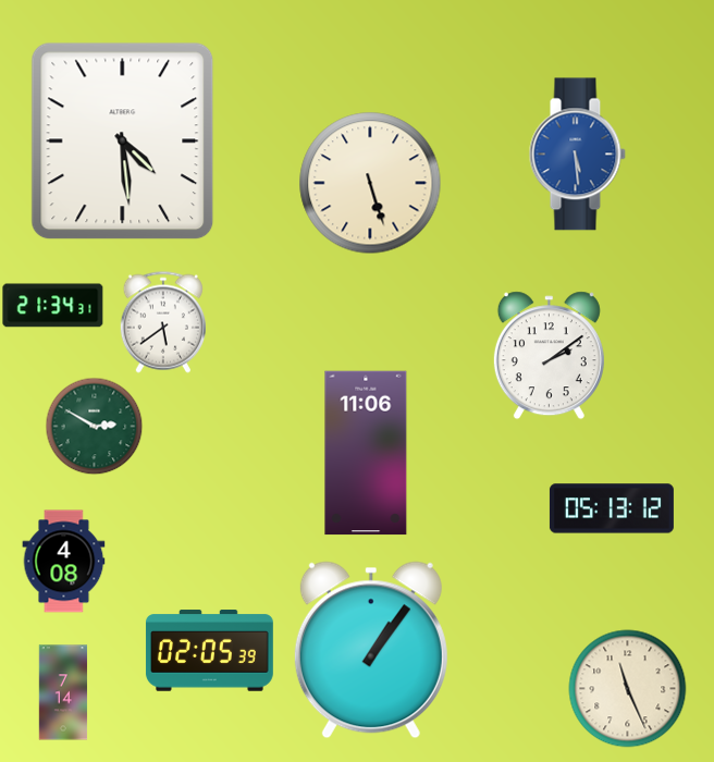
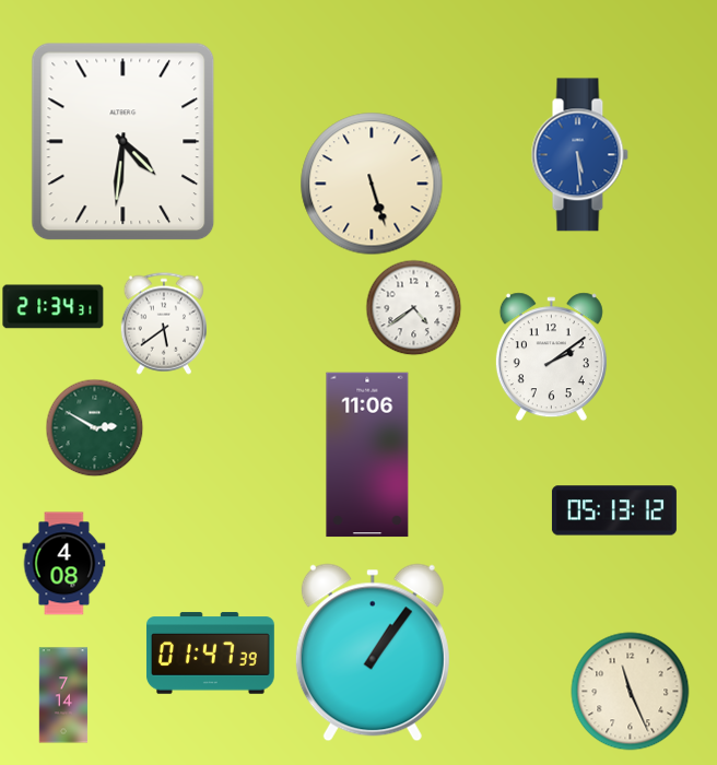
clock at (123, 142): 4:29 -> 4:31
clock at (413, 307): none -> 4:39
clock at (209, 651): 02:05 -> 01:47
